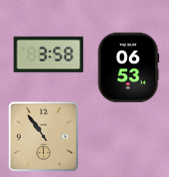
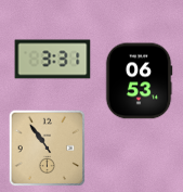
clock at (49, 55): 3:58 -> 3:31
clock at (128, 68) position: (128, 68) -> (139, 81)
